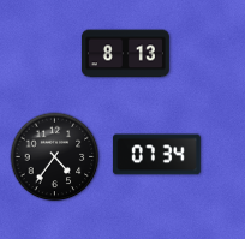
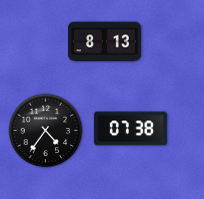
clock at (125, 54) position: (125, 54) -> (104, 42)
clock at (156, 155): 07:34 -> 07:38
